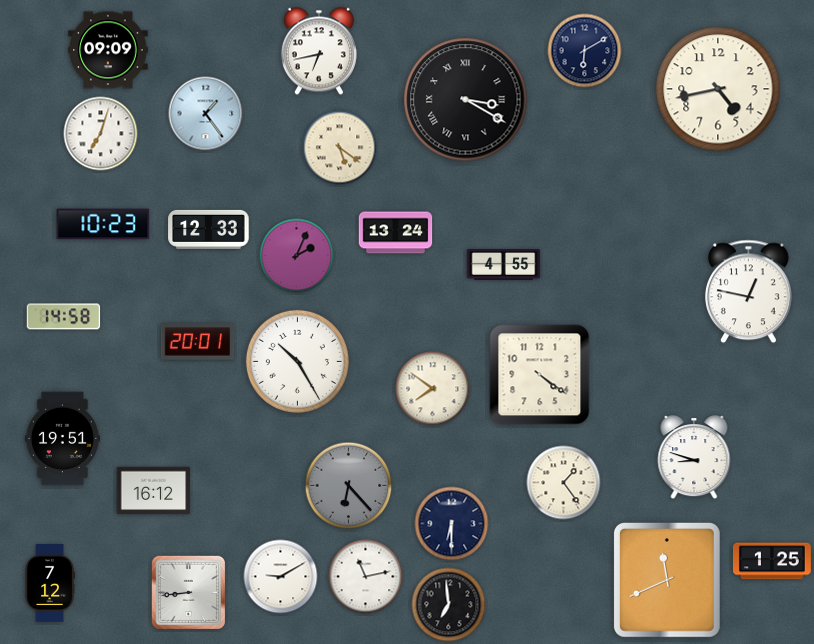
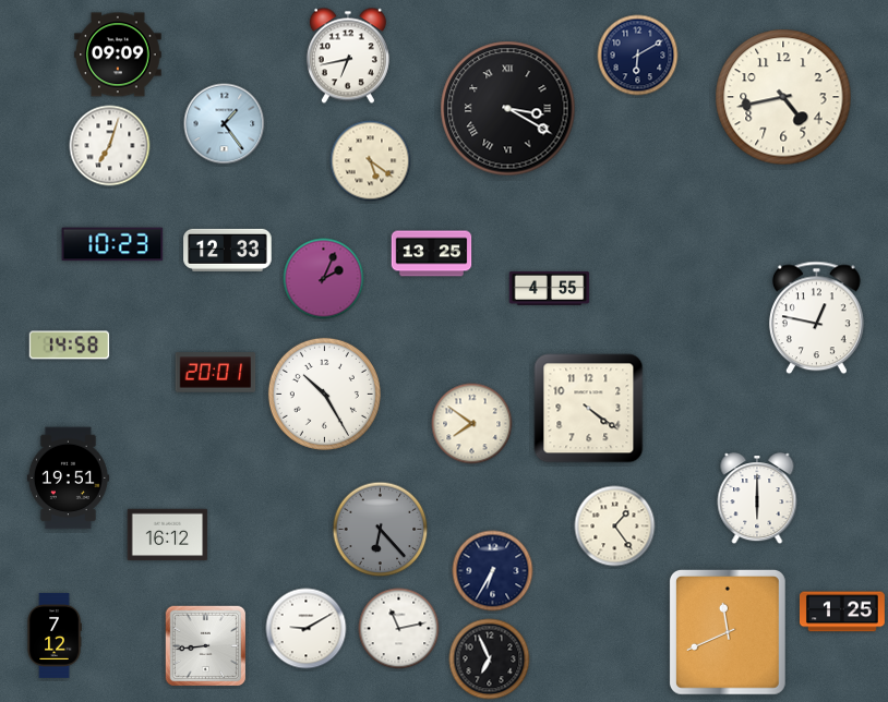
clock at (396, 233): 13:24 -> 13:25
clock at (694, 458): 8:48 -> 6:00
clock at (452, 524): 6:30 -> 6:35
clock at (449, 605): 6:59 -> 6:56
